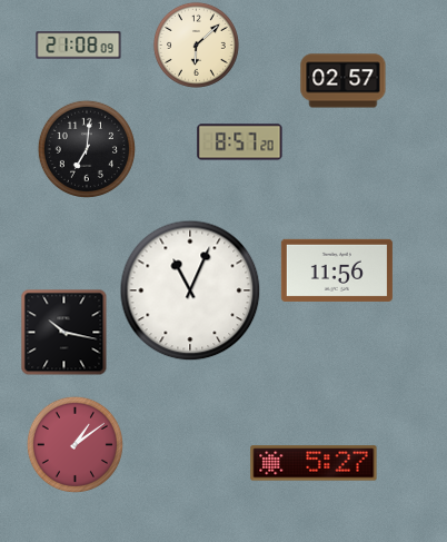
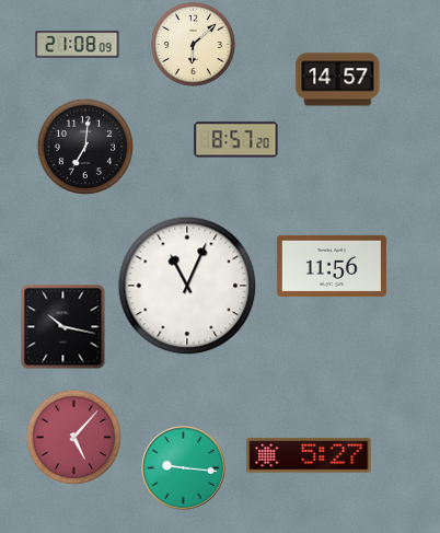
clock at (344, 81): 02:57 -> 14:57
clock at (74, 444): 1:09 -> 5:07
clock at (184, 468): none -> 9:16
